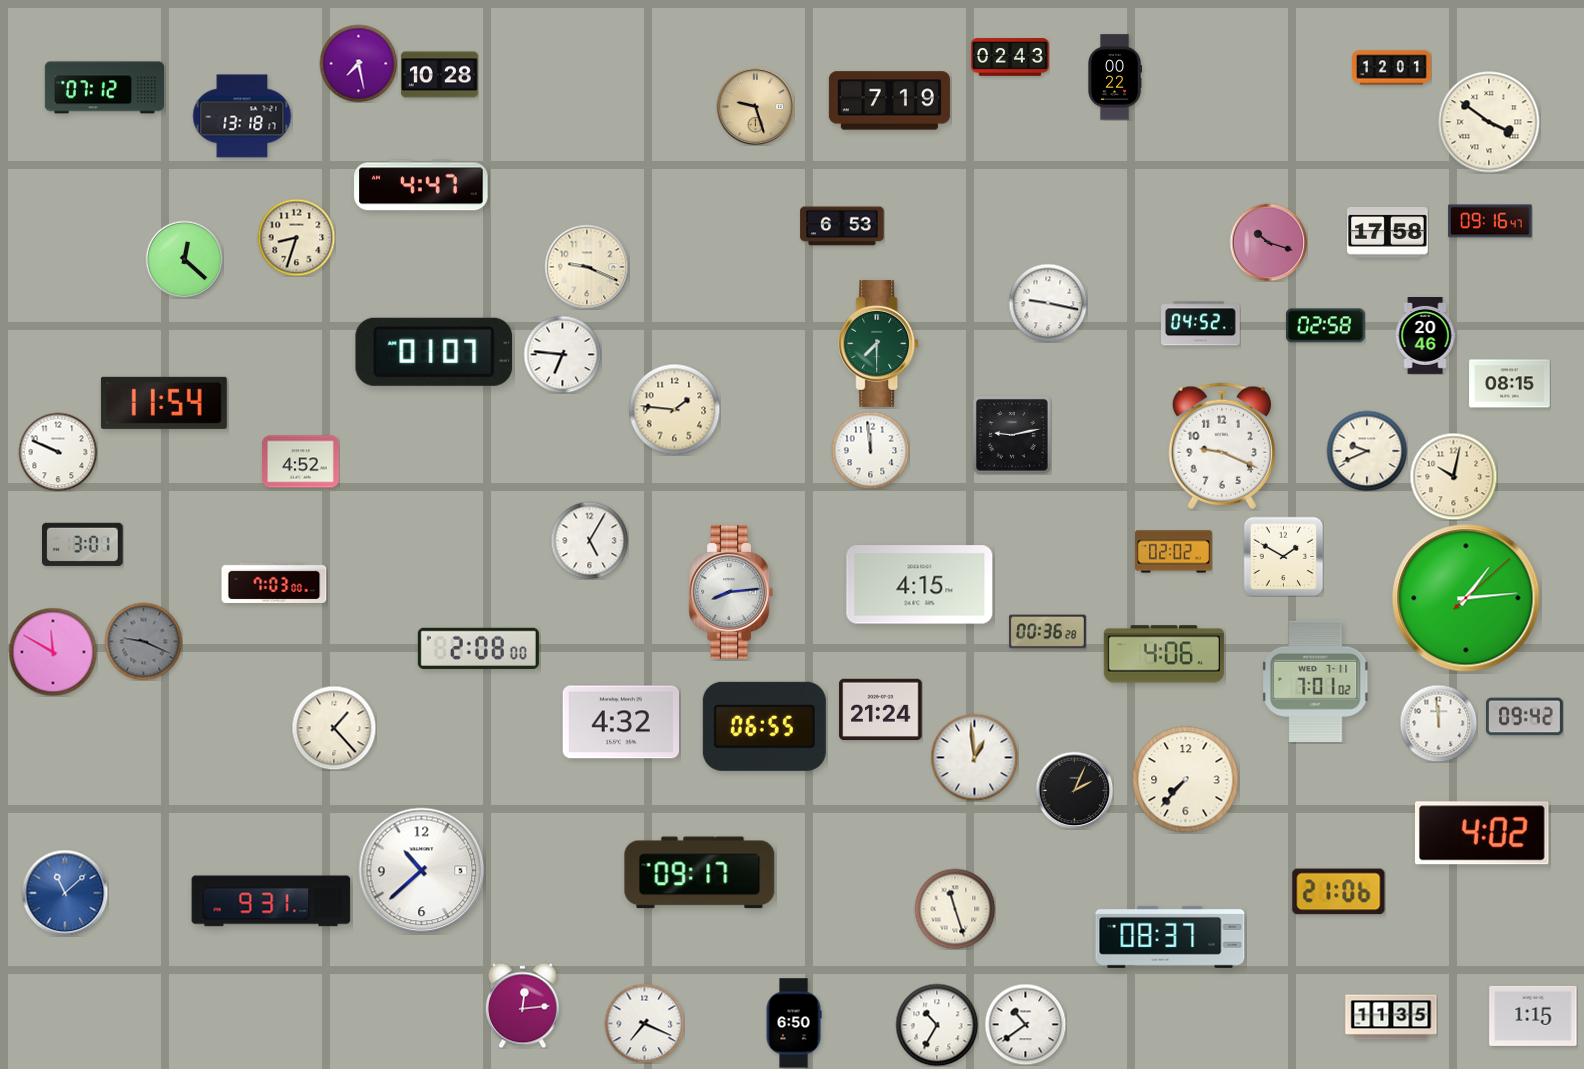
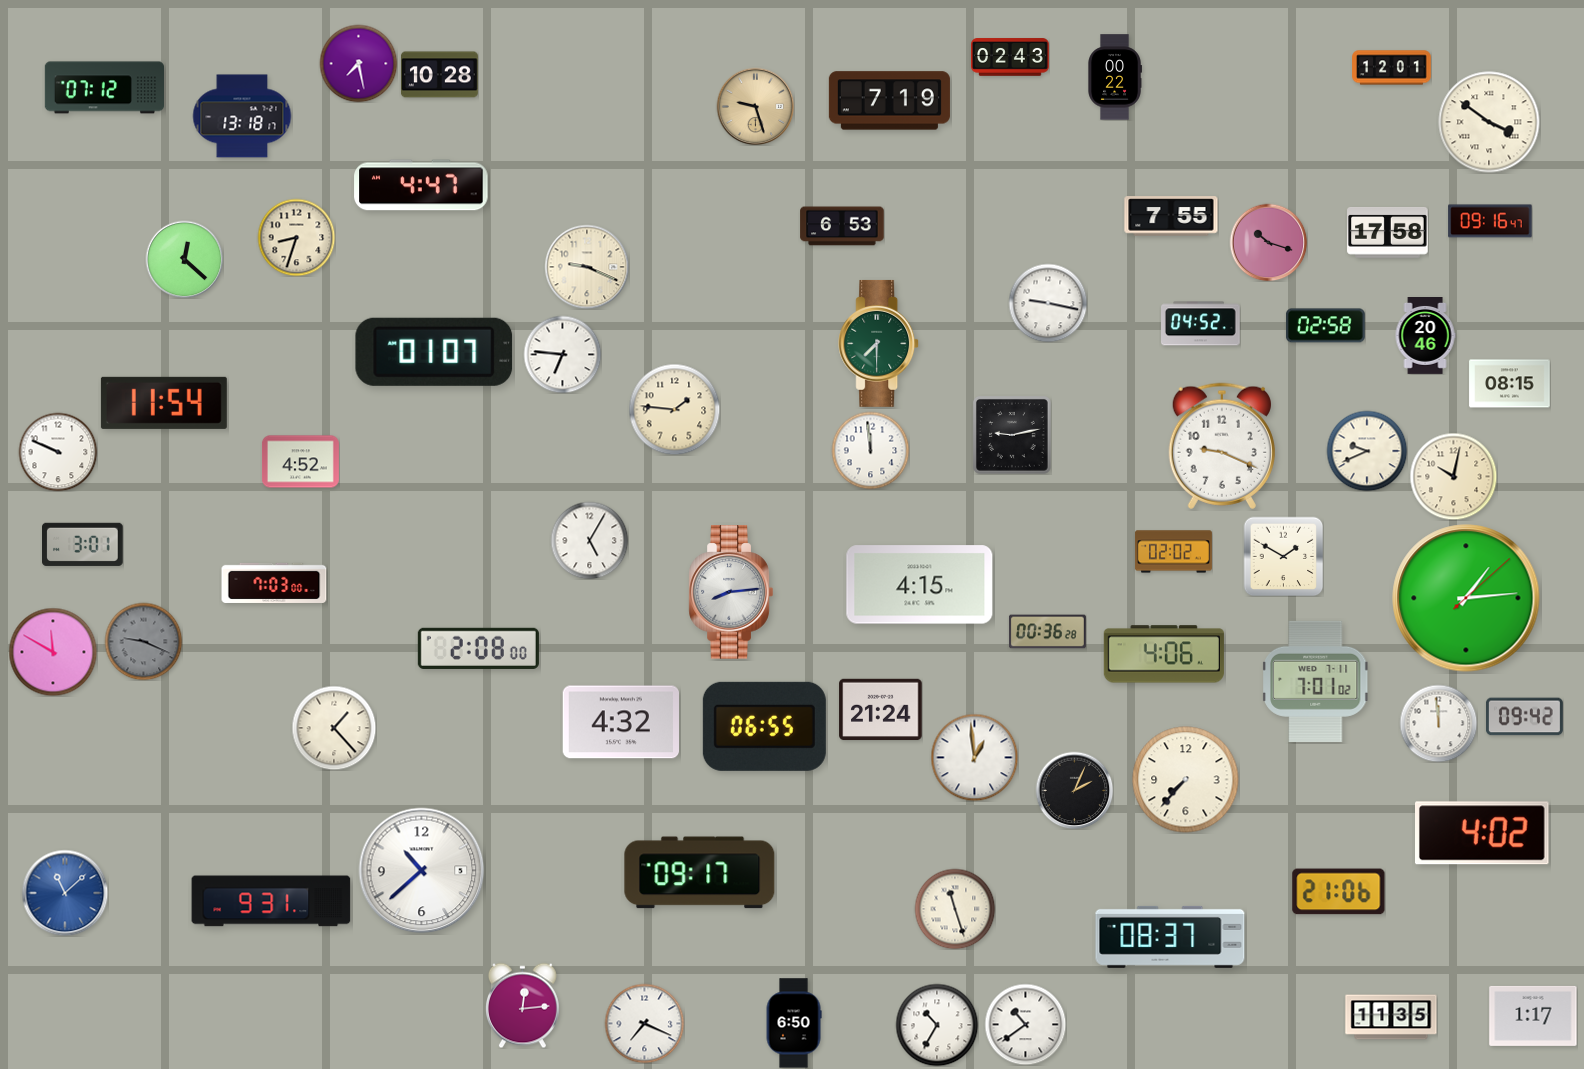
clock at (1171, 216): none -> 7:55
clock at (1533, 1016): 1:15 -> 1:17
